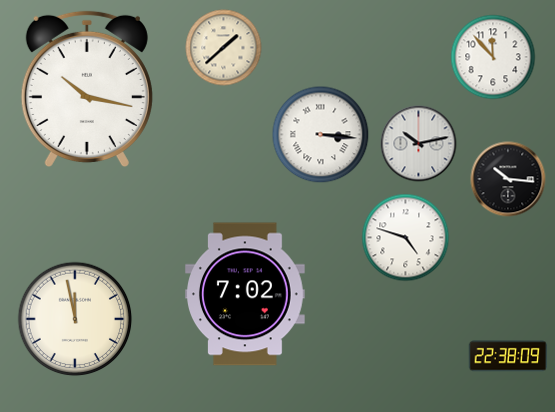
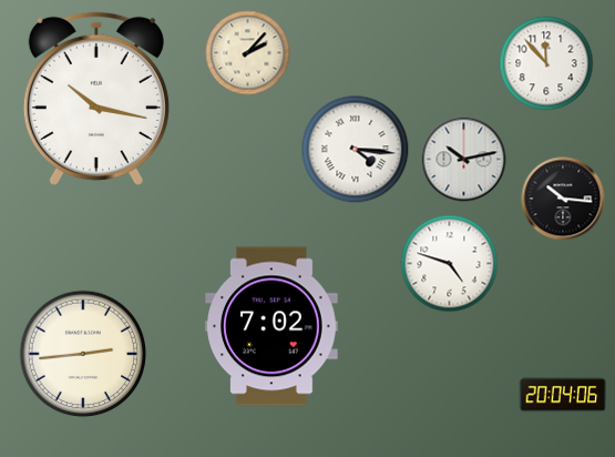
clock at (224, 48): 1:38 -> 2:07
clock at (321, 135): 3:16 -> 4:16
clock at (75, 319): 11:58 -> 2:44
clock at (508, 356): 22:38 -> 20:04
